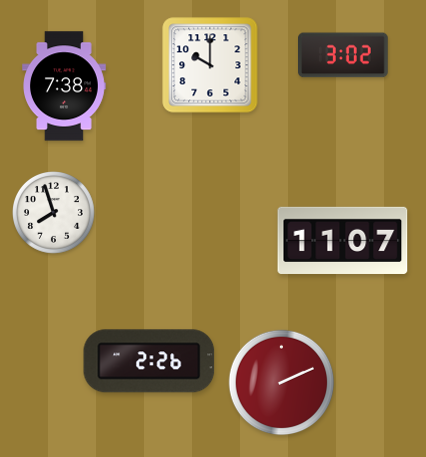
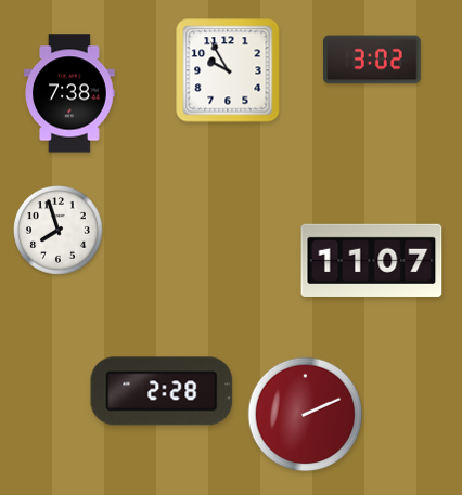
clock at (210, 65): 10:00 -> 9:55
clock at (149, 361): 2:26 -> 2:28
